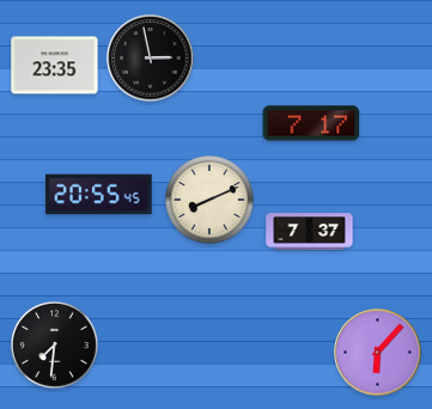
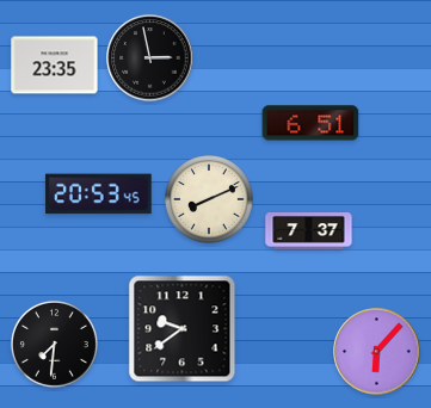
clock at (311, 123): 7:17 -> 6:51
clock at (99, 195): 20:55 -> 20:53
clock at (183, 329): none -> 9:39
